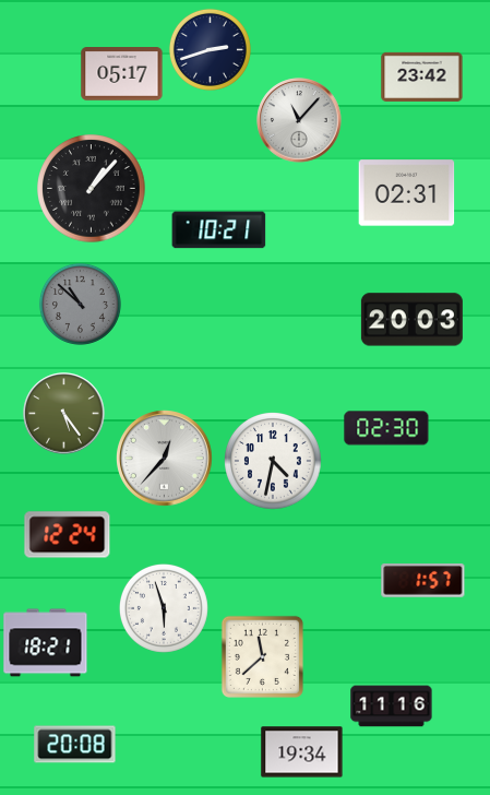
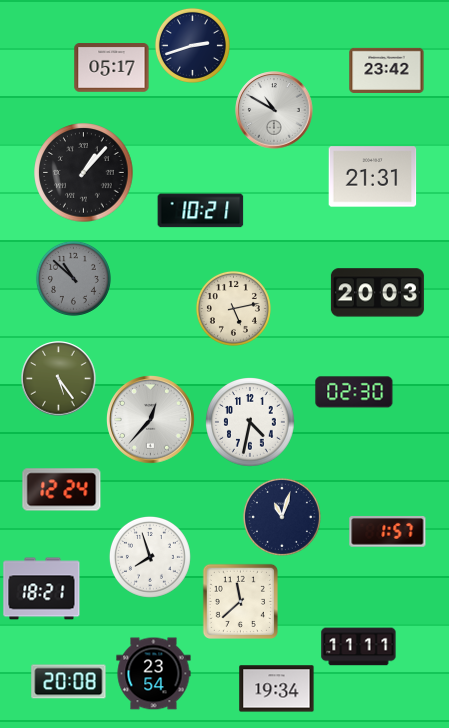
clock at (299, 120): 11:07 -> 10:50
clock at (407, 193): 02:31 -> 21:31
clock at (233, 308): none -> 5:13
clock at (282, 517): none -> 11:03
clock at (164, 608): 5:57 -> 7:57
clock at (392, 707): 11:16 -> 11:11
clock at (154, 674): none -> 23:54
